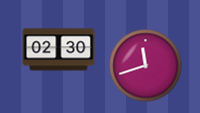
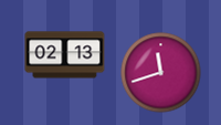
clock at (59, 50): 02:30 -> 02:13
